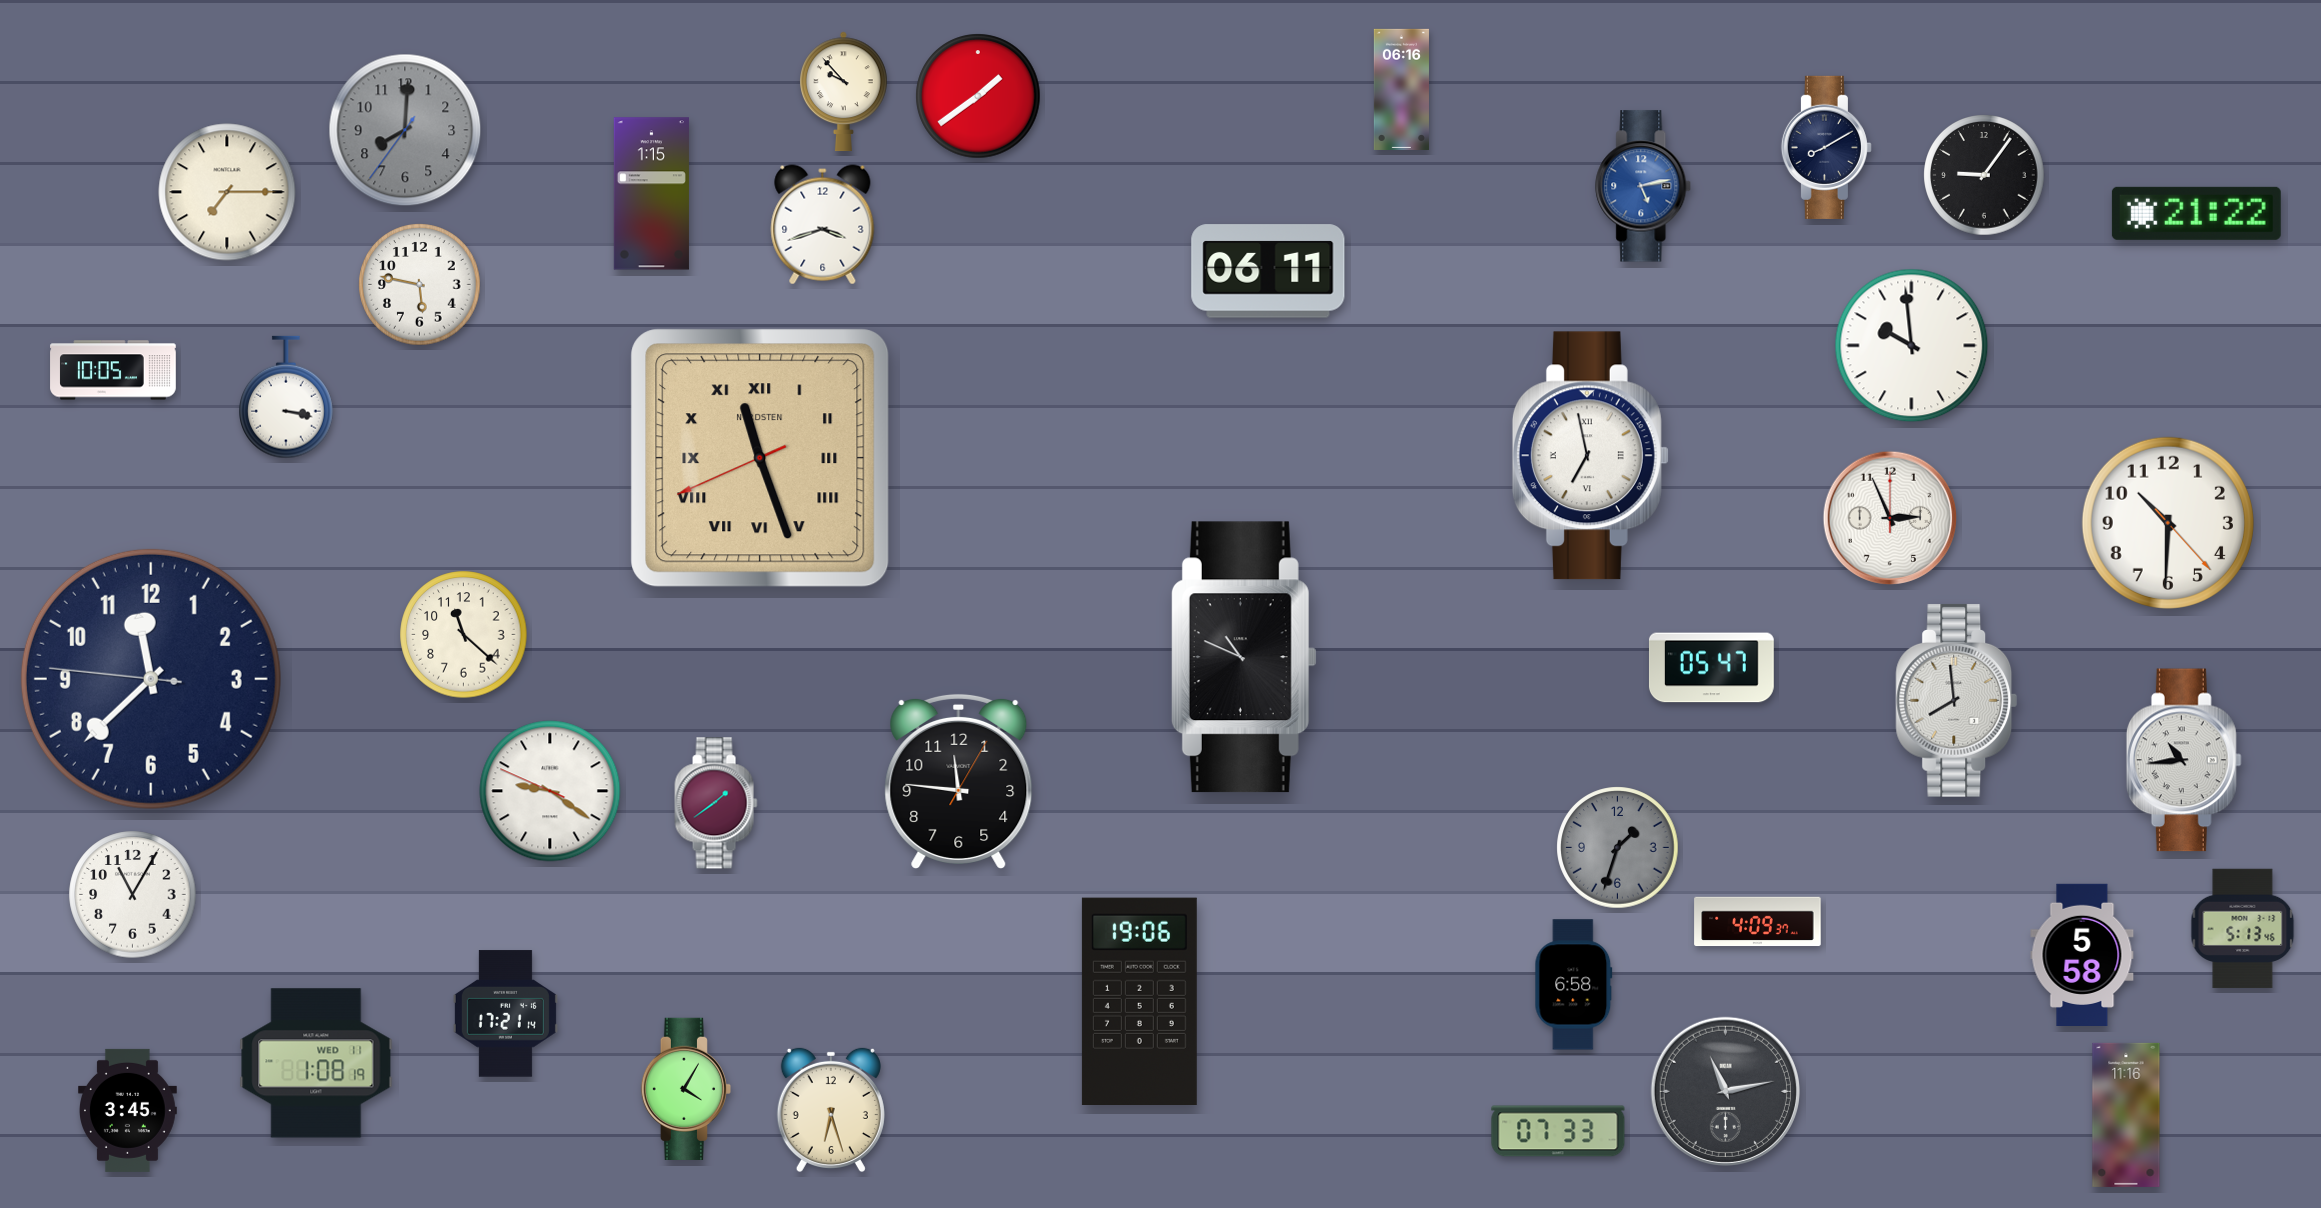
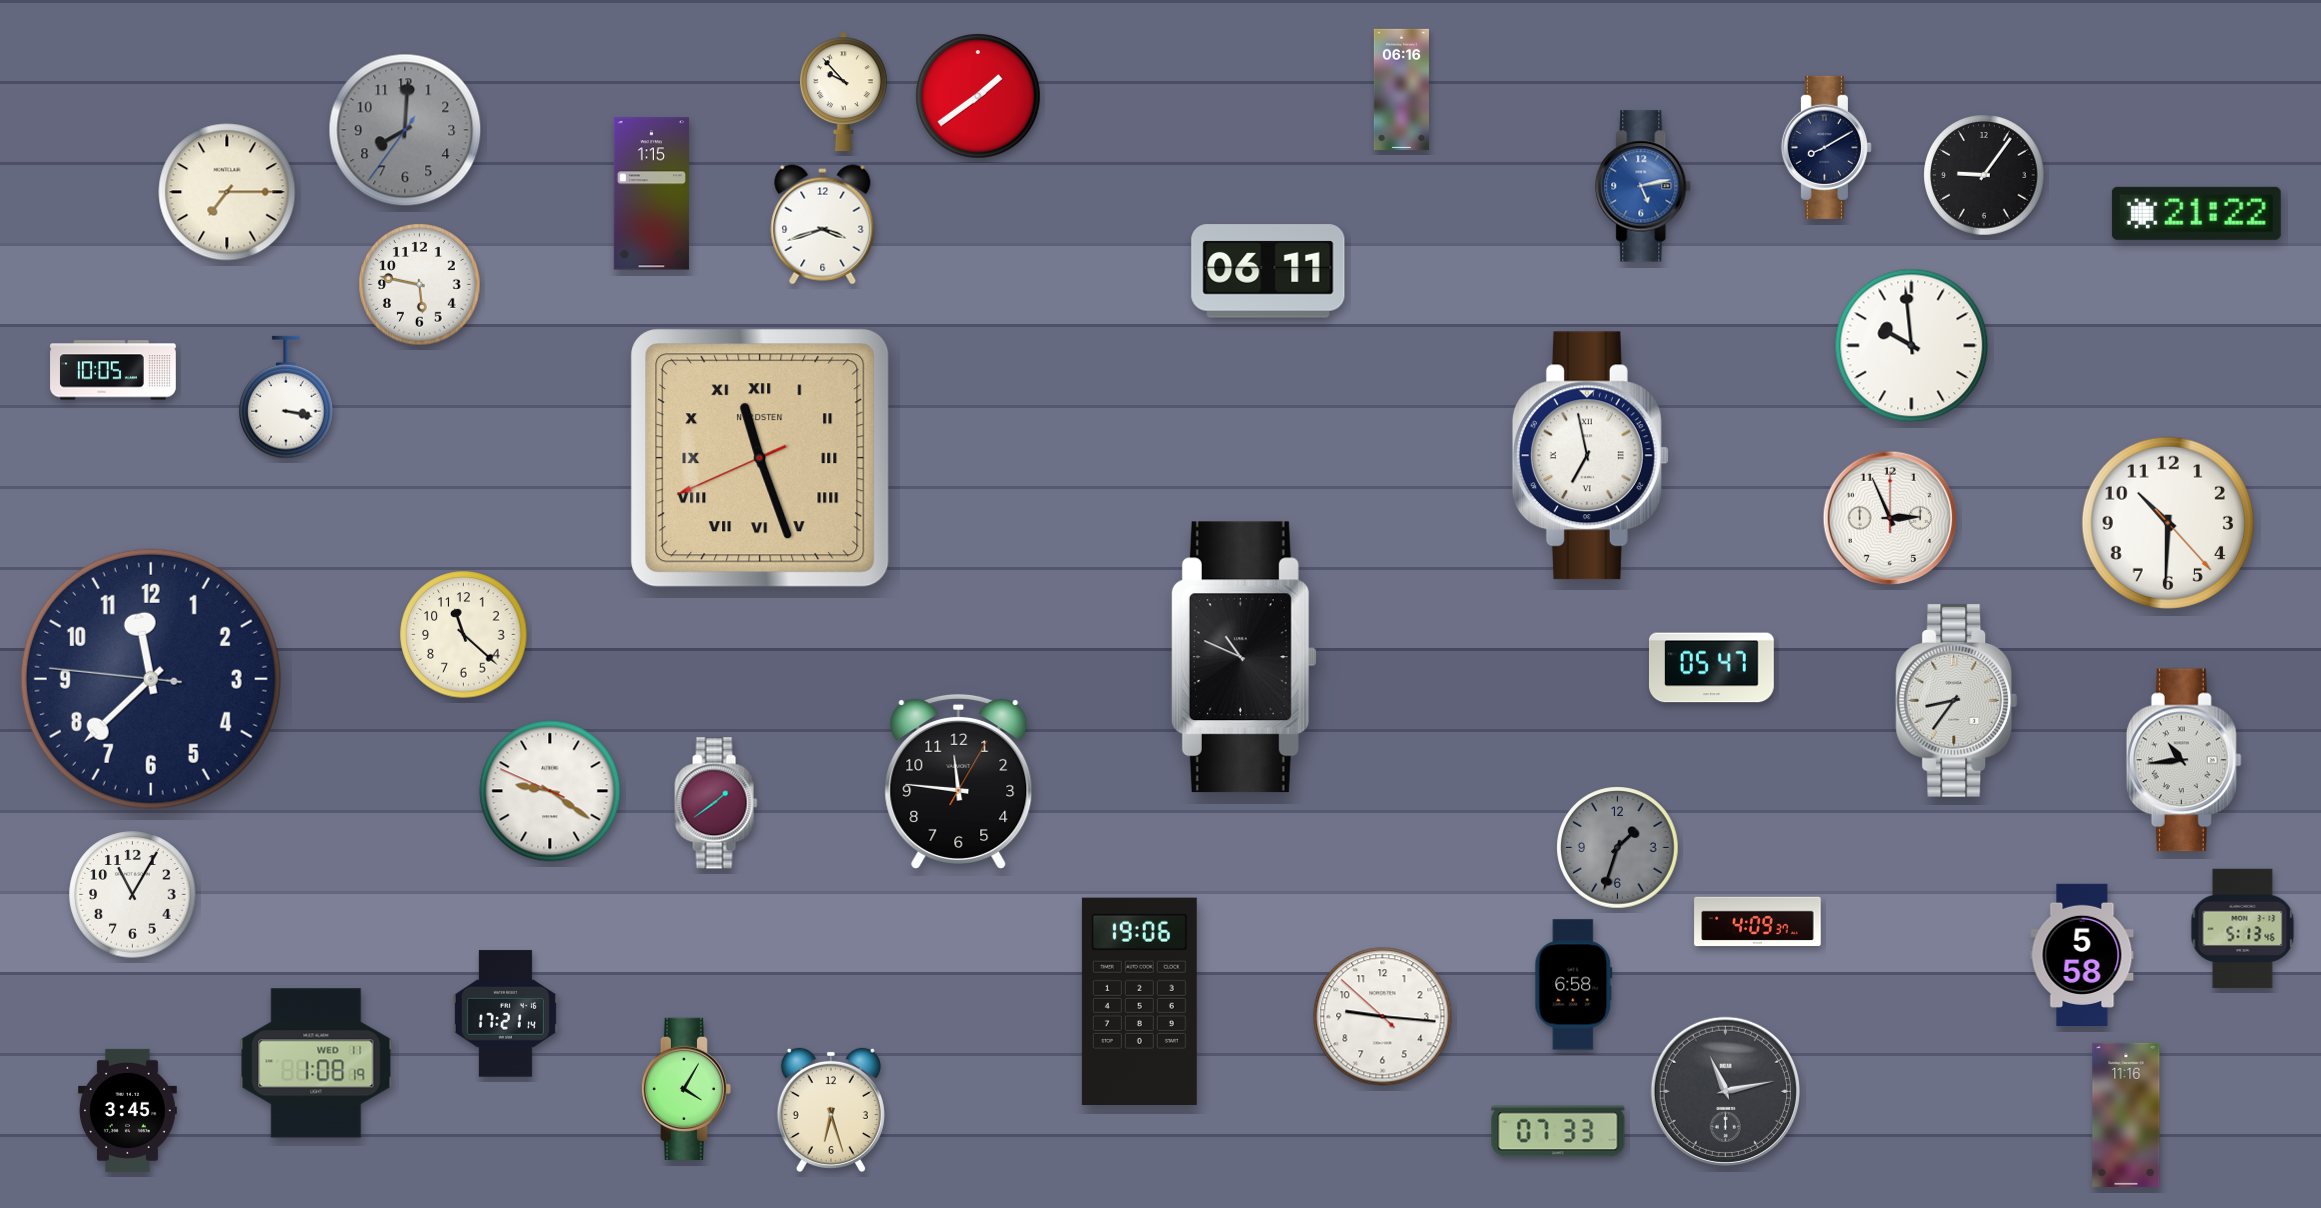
clock at (1957, 700): 7:59 -> 8:36
clock at (1383, 1017): none -> 9:15
